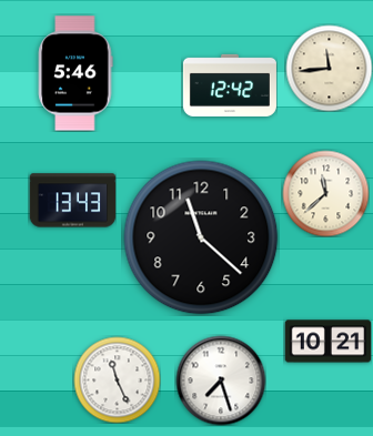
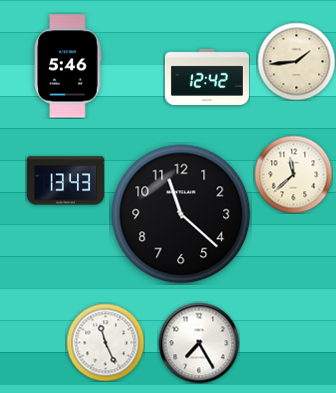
clock at (329, 68): 11:44 -> 1:44
clock at (327, 342): 10:21 -> none
clock at (221, 381): 7:27 -> 7:25
